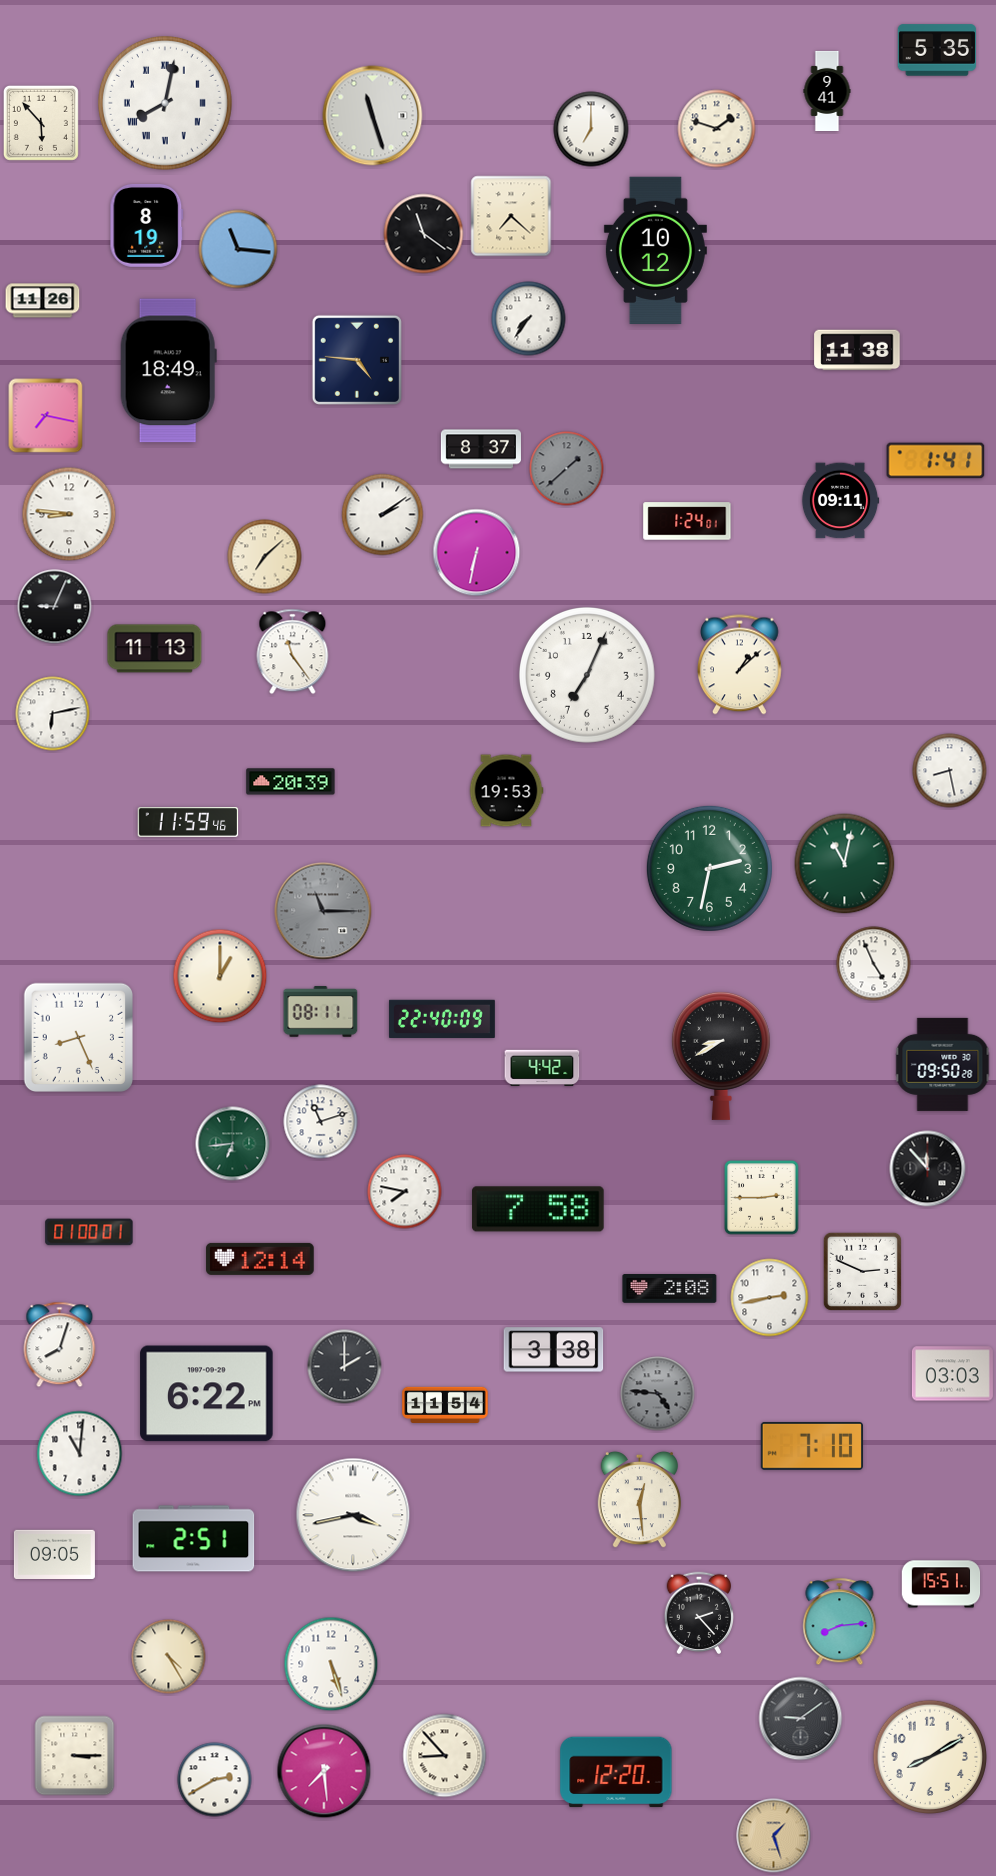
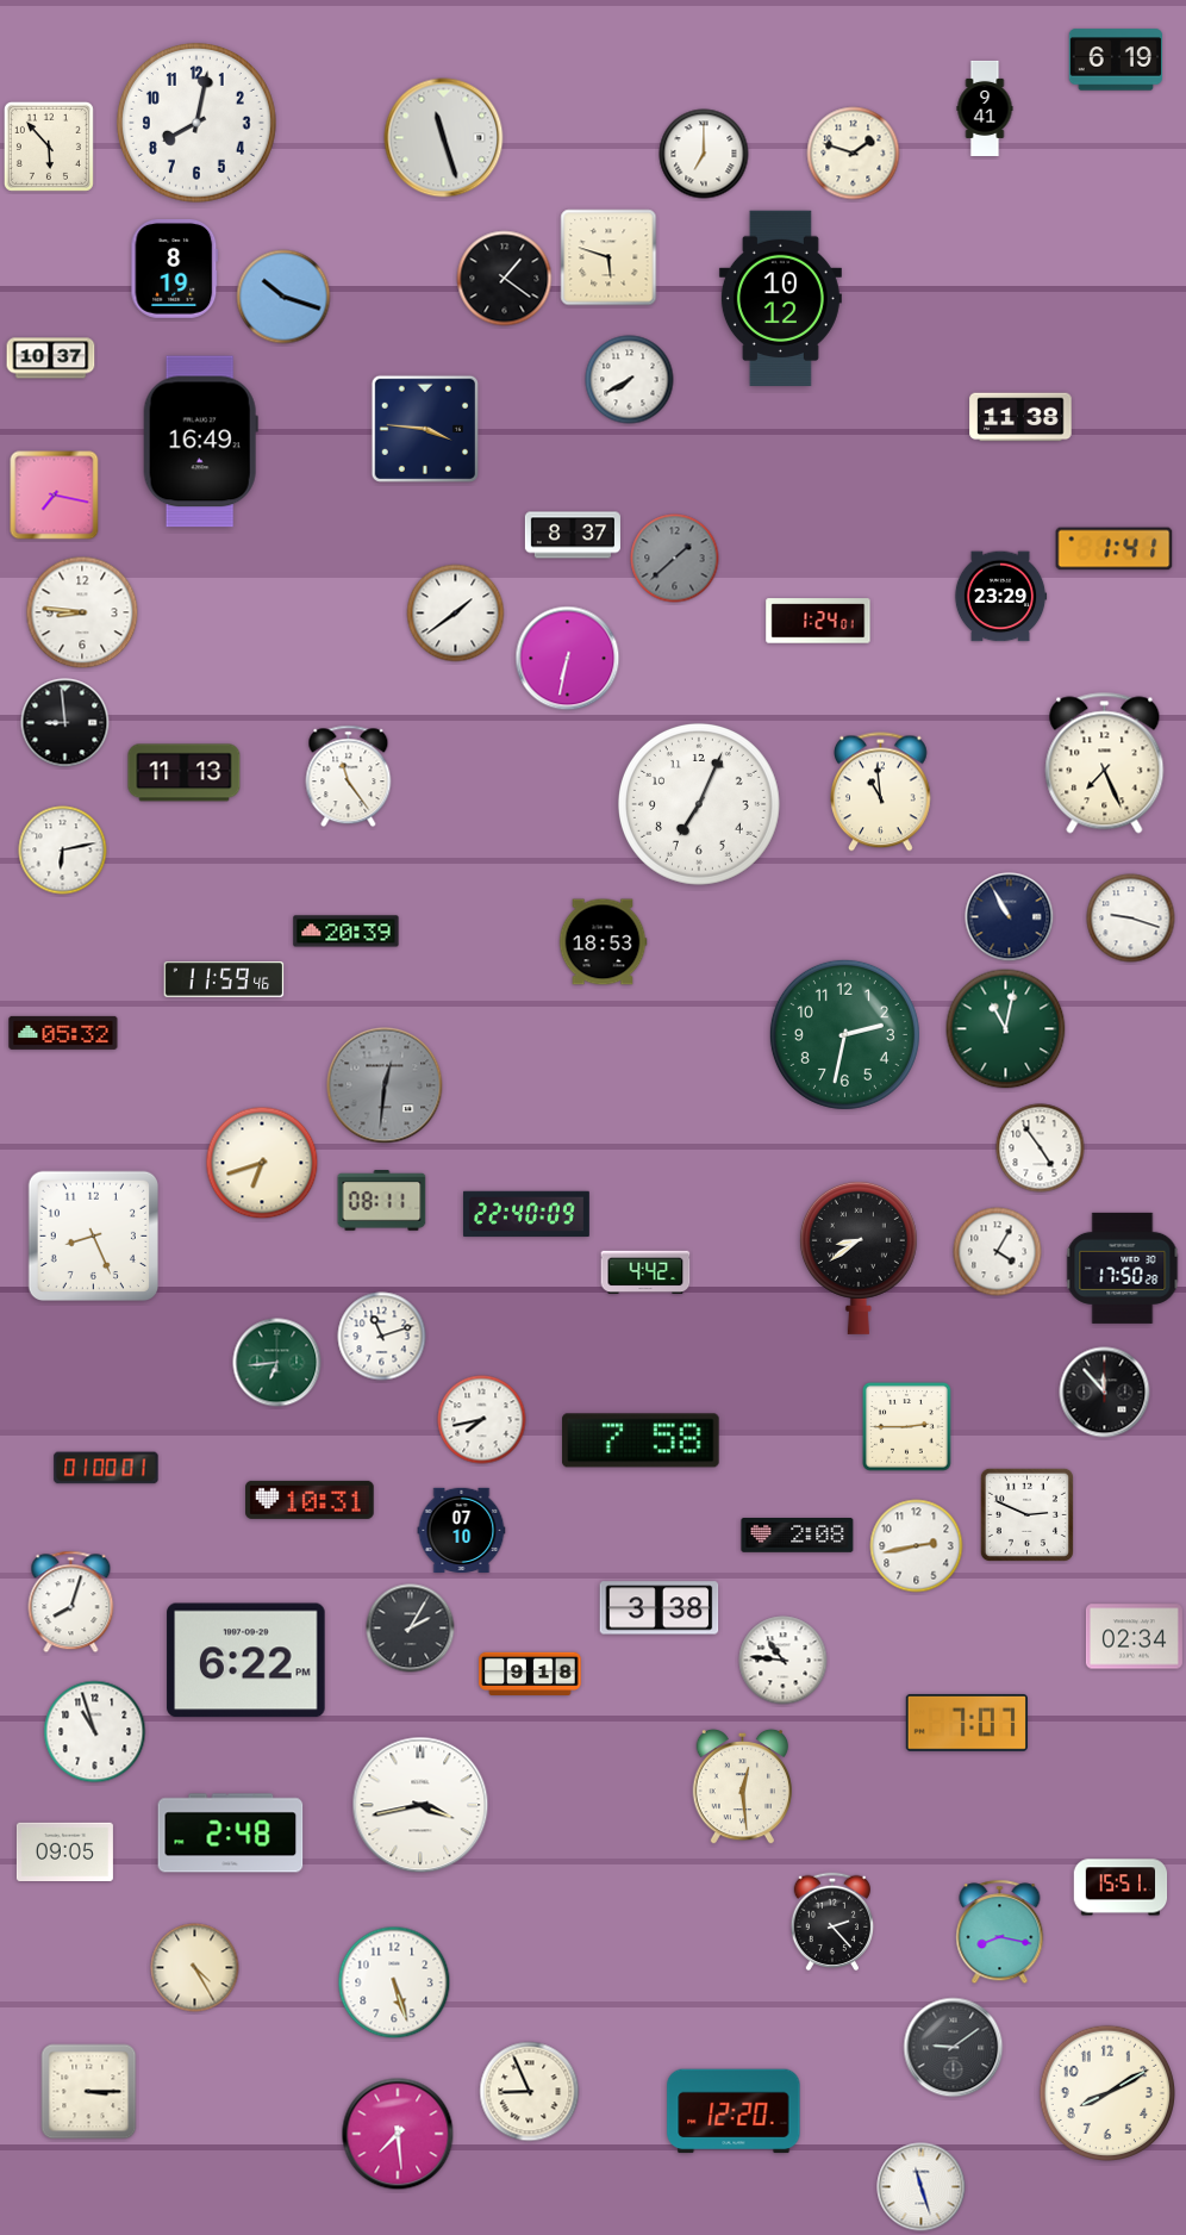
clock at (937, 50): 5:35 -> 6:19
clock at (165, 103) numerals: Roman -> Arabic
clock at (511, 216): 7:22 -> 5:48
clock at (424, 234): 11:21 -> 1:21
clock at (238, 249): 11:16 -> 10:18
clock at (43, 301): 11:26 -> 10:37
clock at (529, 319): 7:36 -> 7:40
clock at (357, 360): 4:46 -> 3:46
clock at (168, 371): 18:49 -> 16:49
clock at (840, 501): 09:11 -> 23:29
clock at (383, 515): 2:09 -> 1:39
clock at (265, 557): 7:08 -> none
clock at (55, 607): 9:04 -> 8:59
clock at (1105, 764): none -> 7:26
clock at (740, 665): 1:08 -> 10:59
clock at (1010, 917): none -> 10:55
clock at (950, 771): 8:28 -> 9:18
clock at (506, 791): 19:53 -> 18:53
clock at (63, 1033): none -> 05:32
clock at (323, 911): 11:15 -> 12:31
clock at (874, 964): 4:56 -> 4:54
clock at (220, 976): 1:00 -> 6:42
clock at (321, 1012) position: (321, 1012) -> (382, 1201)
clock at (998, 1252): none -> 4:05
clock at (721, 1055): 8:40 -> 8:39
clock at (943, 1064): 09:50 -> 17:50
clock at (405, 1192): 7:47 -> 7:43
clock at (260, 1259): 12:14 -> 10:31
clock at (462, 1531): none -> 07:10
clock at (345, 1367): 2:00 -> 2:05
clock at (952, 1374): 03:03 -> 02:34
clock at (658, 1394): 4:46 -> 10:46
clock at (658, 1394) dial: grey -> white
clock at (445, 1404): 11:54 -> 9:18
clock at (812, 1446): 7:10 -> 7:07
clock at (80, 1454): 11:01 -> 10:57
clock at (639, 1500) position: (639, 1500) -> (742, 1787)
clock at (194, 1539): 2:51 -> 2:48
clock at (840, 1622): 8:14 -> 8:17
clock at (169, 1657) position: (169, 1657) -> (195, 1968)
clock at (445, 1756): 8:53 -> 8:56
clock at (324, 1771) position: (324, 1771) -> (398, 2134)
clock at (215, 1780): 2:40 -> none
clock at (774, 1836): 1:27 -> 11:27
clock at (774, 1836) dial: champagne -> white
